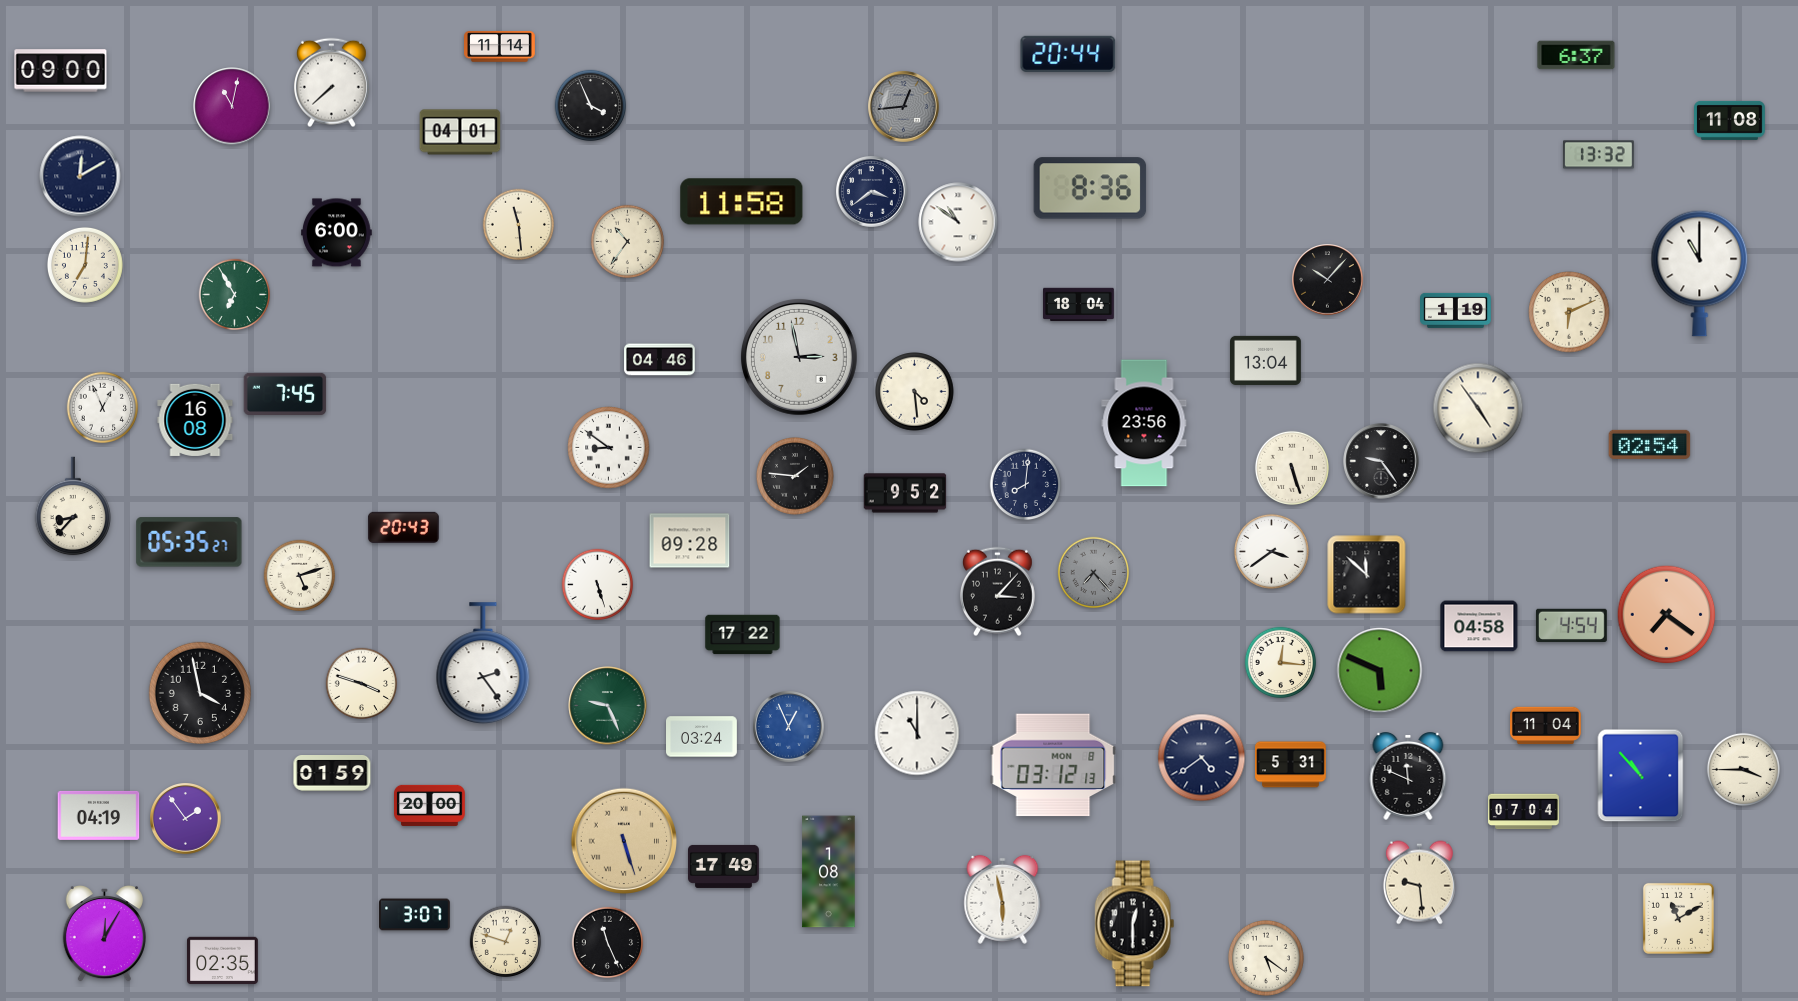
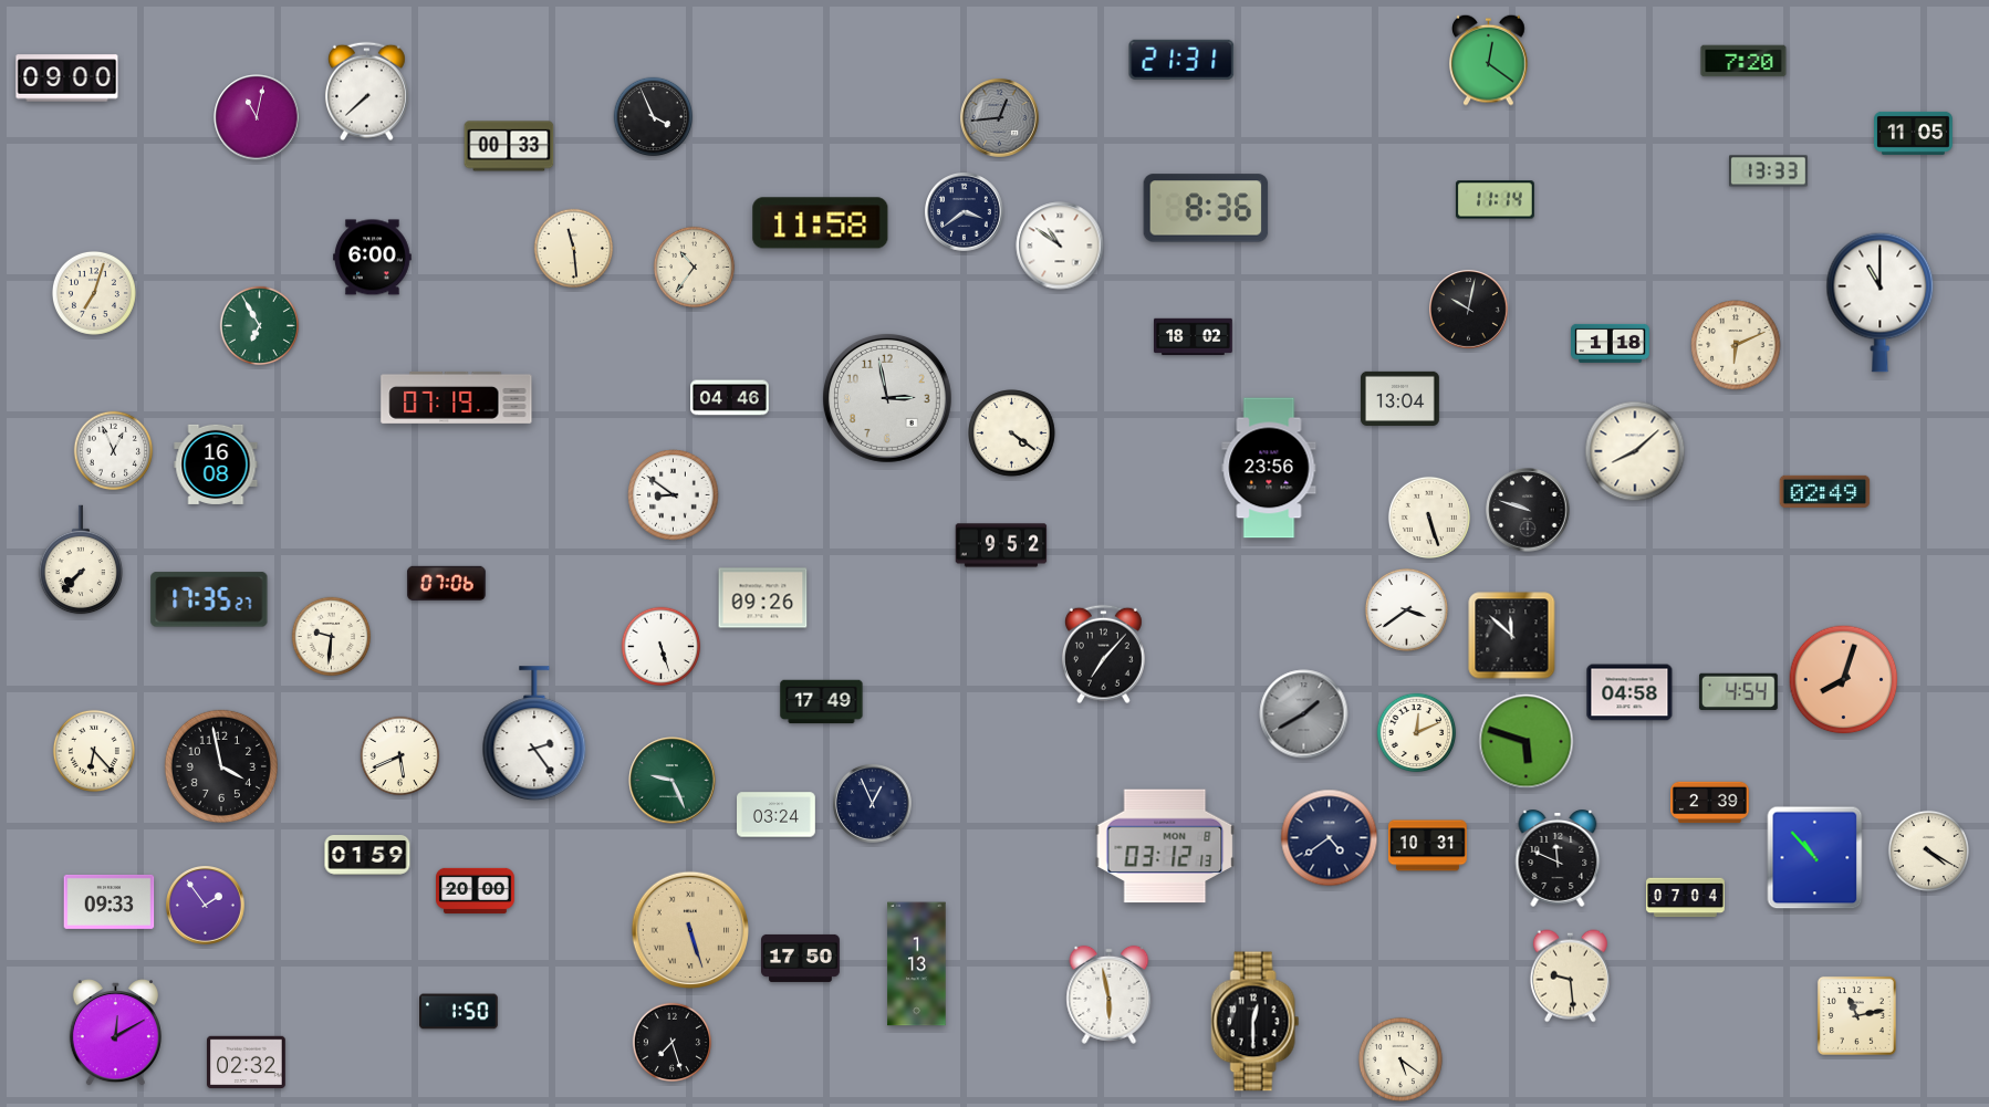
clock at (500, 47): 11:14 -> none
clock at (1068, 54): 20:44 -> 21:31
clock at (1489, 60): none -> 12:21
clock at (1576, 55): 6:37 -> 7:20
clock at (1730, 120): 11:08 -> 11:05
clock at (460, 132): 04:01 -> 00:33
clock at (1599, 155): 13:32 -> 13:33
clock at (80, 176): 12:10 -> none
clock at (1495, 200): none -> 11:14
clock at (85, 265): 7:01 -> 7:03
clock at (1328, 280): 10:07 -> 10:02
clock at (1079, 305): 18:04 -> 18:02
clock at (1456, 310): 1:19 -> 1:18
clock at (799, 357) position: (799, 357) -> (887, 398)
clock at (457, 397): none -> 07:19
clock at (915, 392): 4:29 -> 4:21
clock at (285, 394): 7:45 -> none
clock at (1478, 408): 4:54 -> 8:08
clock at (1144, 423) position: (1144, 423) -> (1269, 468)
clock at (1650, 444): 02:54 -> 02:49
clock at (1381, 461): 9:24 -> 9:48
clock at (796, 477): 1:46 -> none
clock at (1026, 485): 8:01 -> none
clock at (73, 506): 8:37 -> 7:37
clock at (404, 527): 20:43 -> 07:06
clock at (690, 541): 09:28 -> 09:26
clock at (189, 542): 05:35 -> 17:35
clock at (1094, 573): 7:23 -> none
clock at (300, 576): 5:12 -> 9:31
clock at (997, 592): 3:07 -> 7:07
clock at (1667, 615): 7:21 -> 8:03
clock at (1479, 626) position: (1479, 626) -> (1629, 692)
clock at (743, 635): 17:22 -> 17:49
clock at (1304, 714): none -> 1:40
clock at (1281, 663): 12:16 -> 12:11
clock at (1380, 671): 5:49 -> 5:48
clock at (94, 751): none -> 6:23
clock at (362, 684): 3:48 -> 5:41
clock at (1546, 726): 11:04 -> 2:39
clock at (789, 727) dial: blue -> navy
clock at (917, 733): 11:00 -> none
clock at (1291, 765): 5:31 -> 10:31
clock at (1743, 769): 3:45 -> 4:20
clock at (99, 815): 04:19 -> 09:33
clock at (724, 866): 17:49 -> 17:50
clock at (829, 872): 1:08 -> 1:13
clock at (415, 915): 3:07 -> 1:50
clock at (1678, 918): 11:10 -> 11:13
clock at (104, 934): 12:05 -> 12:10
clock at (506, 942): 12:48 -> none
clock at (608, 943): 11:26 -> 7:27
clock at (223, 961): 02:35 -> 02:32
